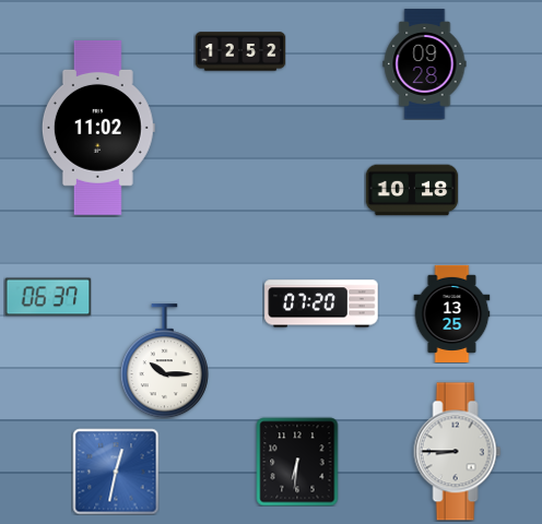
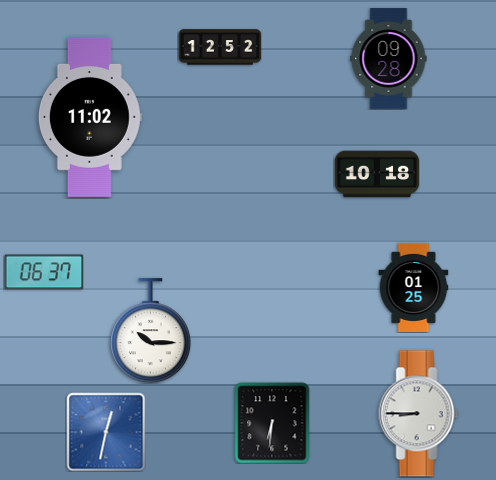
clock at (321, 303): 07:20 -> none
clock at (452, 313): 13:25 -> 01:25
